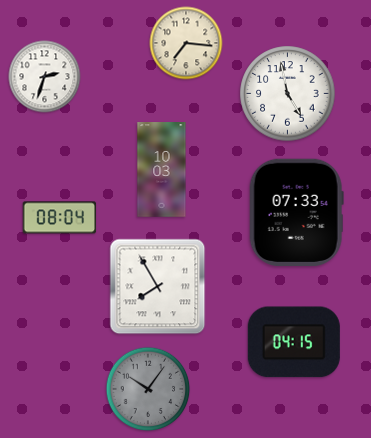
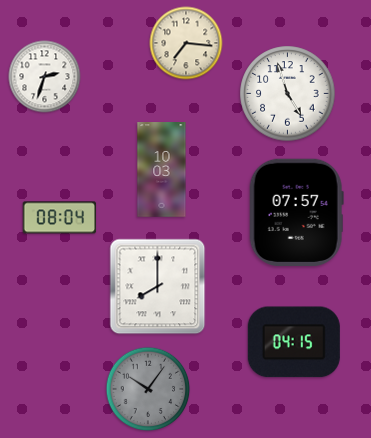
clock at (288, 94): 4:58 -> 4:57
clock at (296, 212): 07:33 -> 07:57
clock at (158, 287): 7:55 -> 8:00
